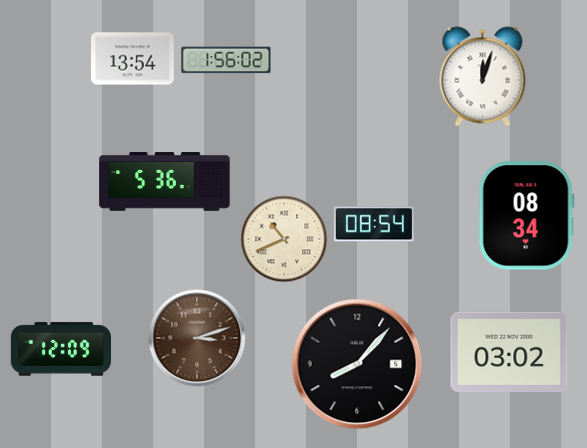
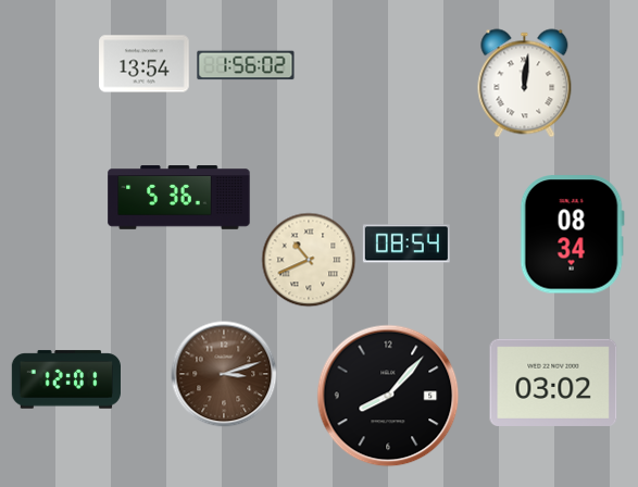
clock at (483, 77): 12:03 -> 12:01
clock at (197, 338) position: (197, 338) -> (224, 374)
clock at (60, 349): 12:09 -> 12:01
